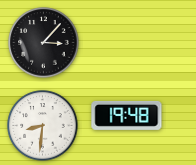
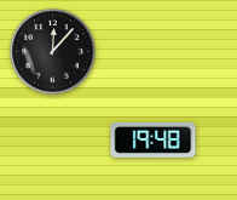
clock at (44, 43): 3:07 -> 12:07
clock at (43, 126): 8:31 -> none
